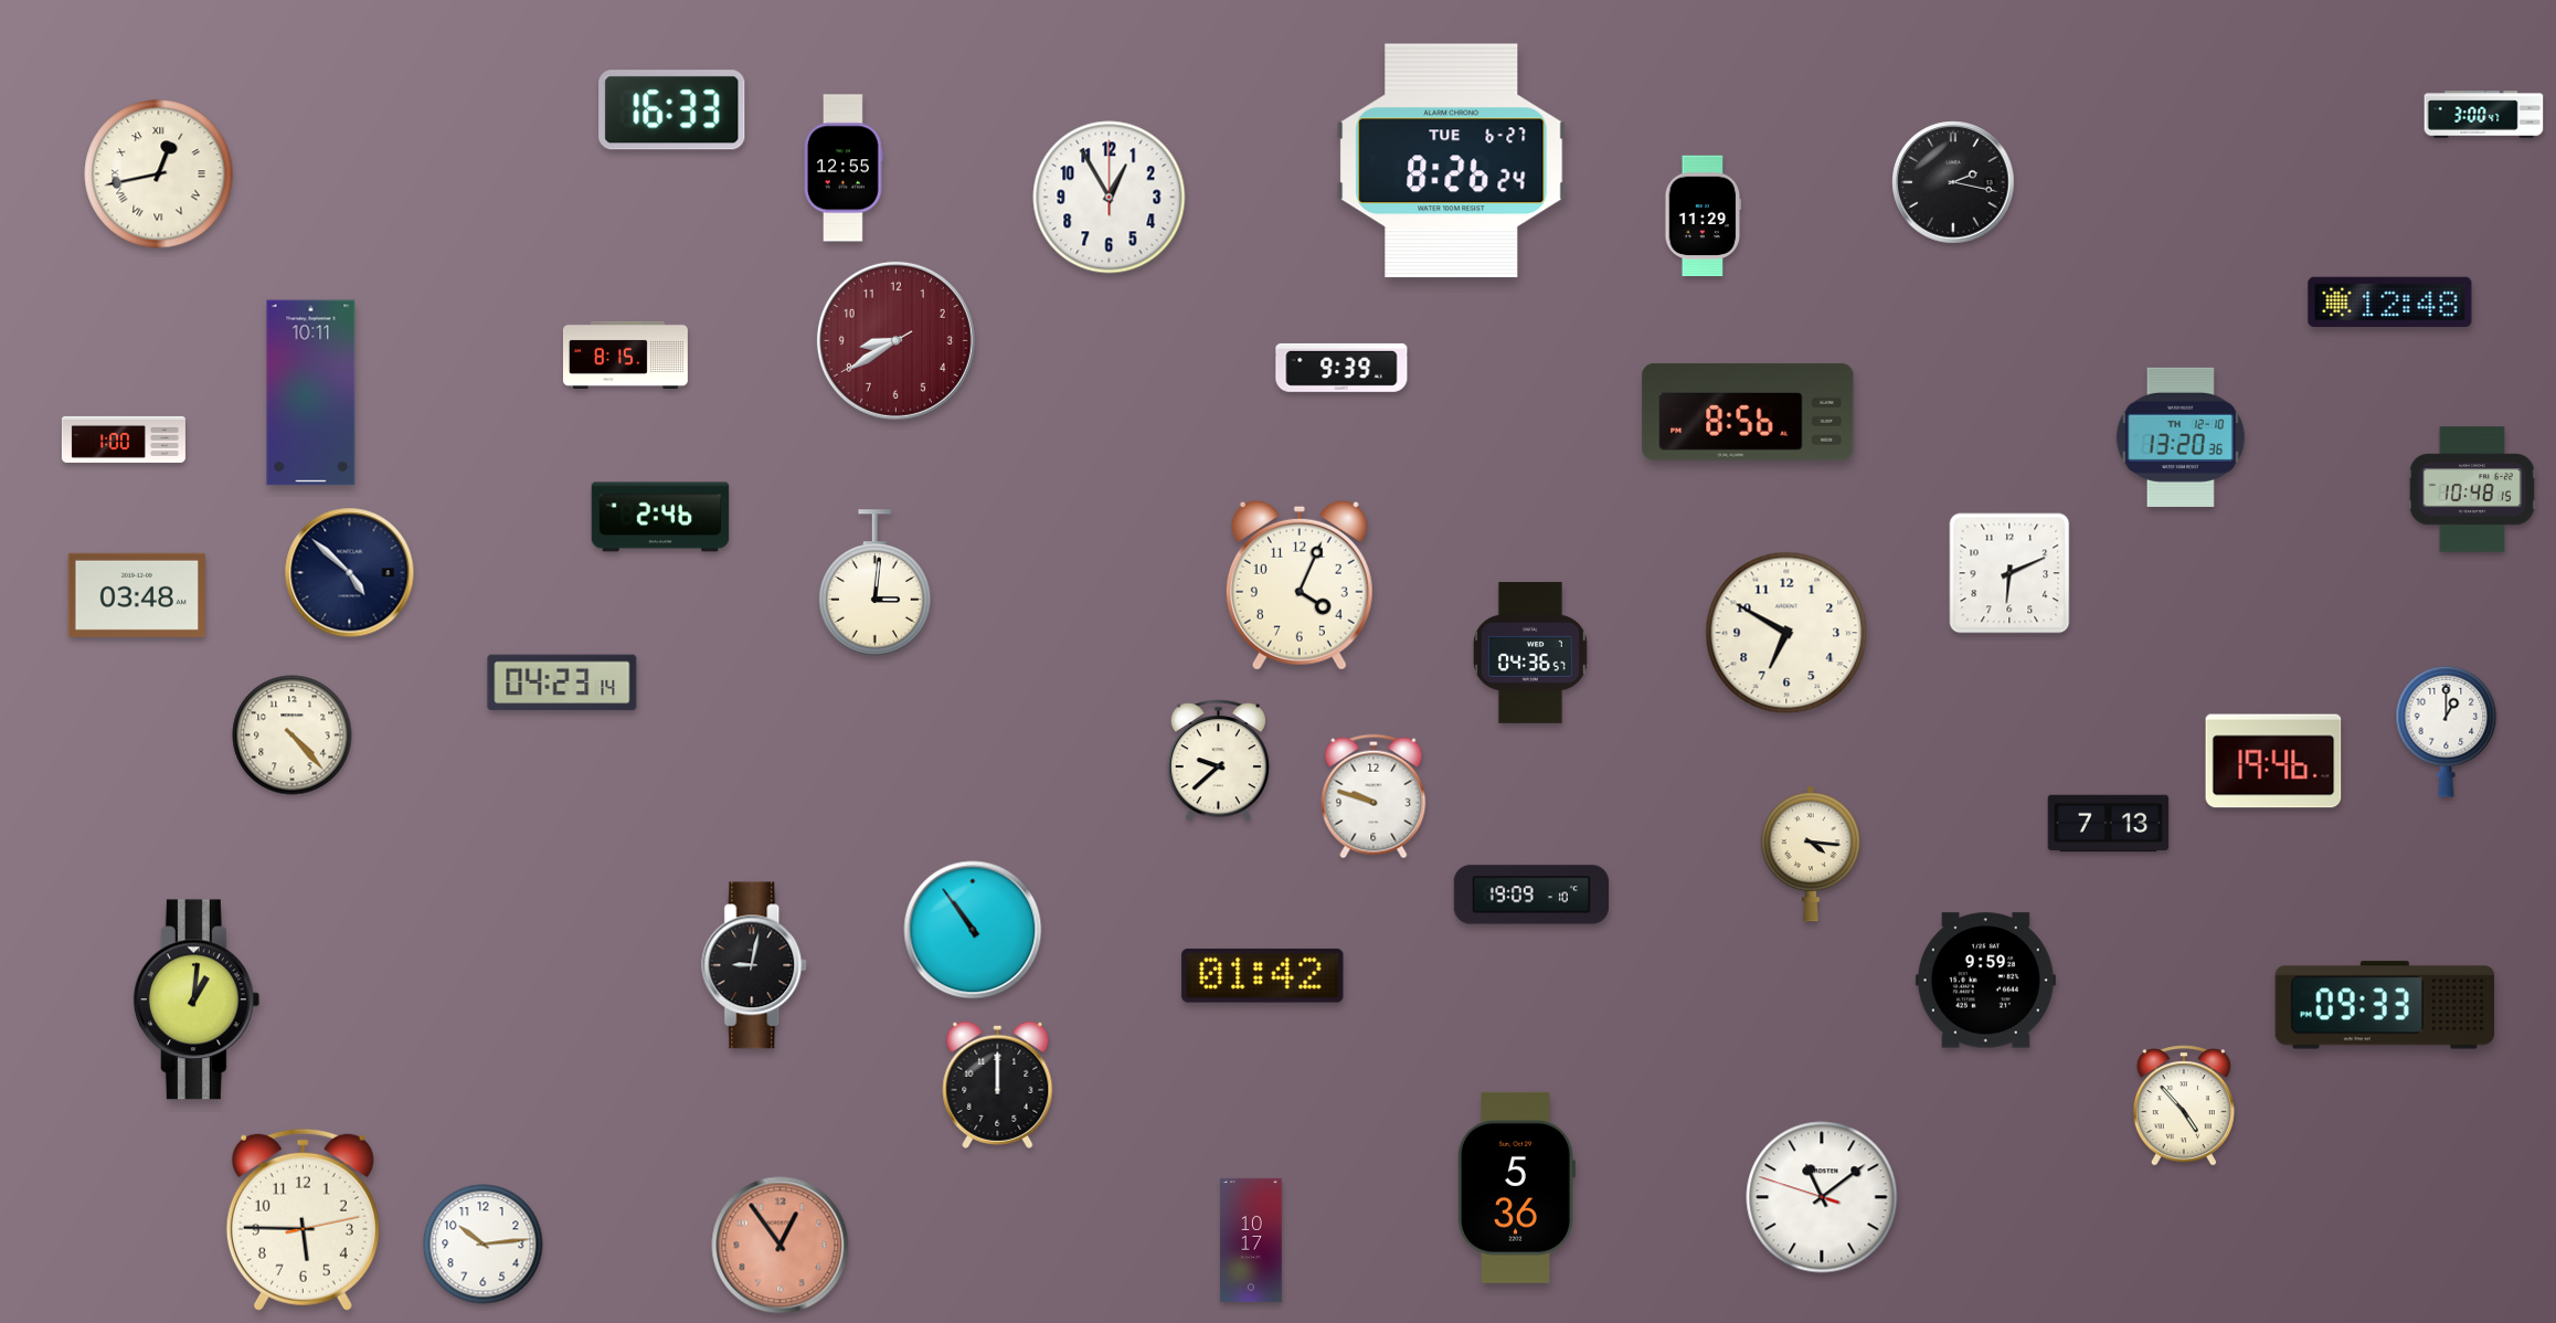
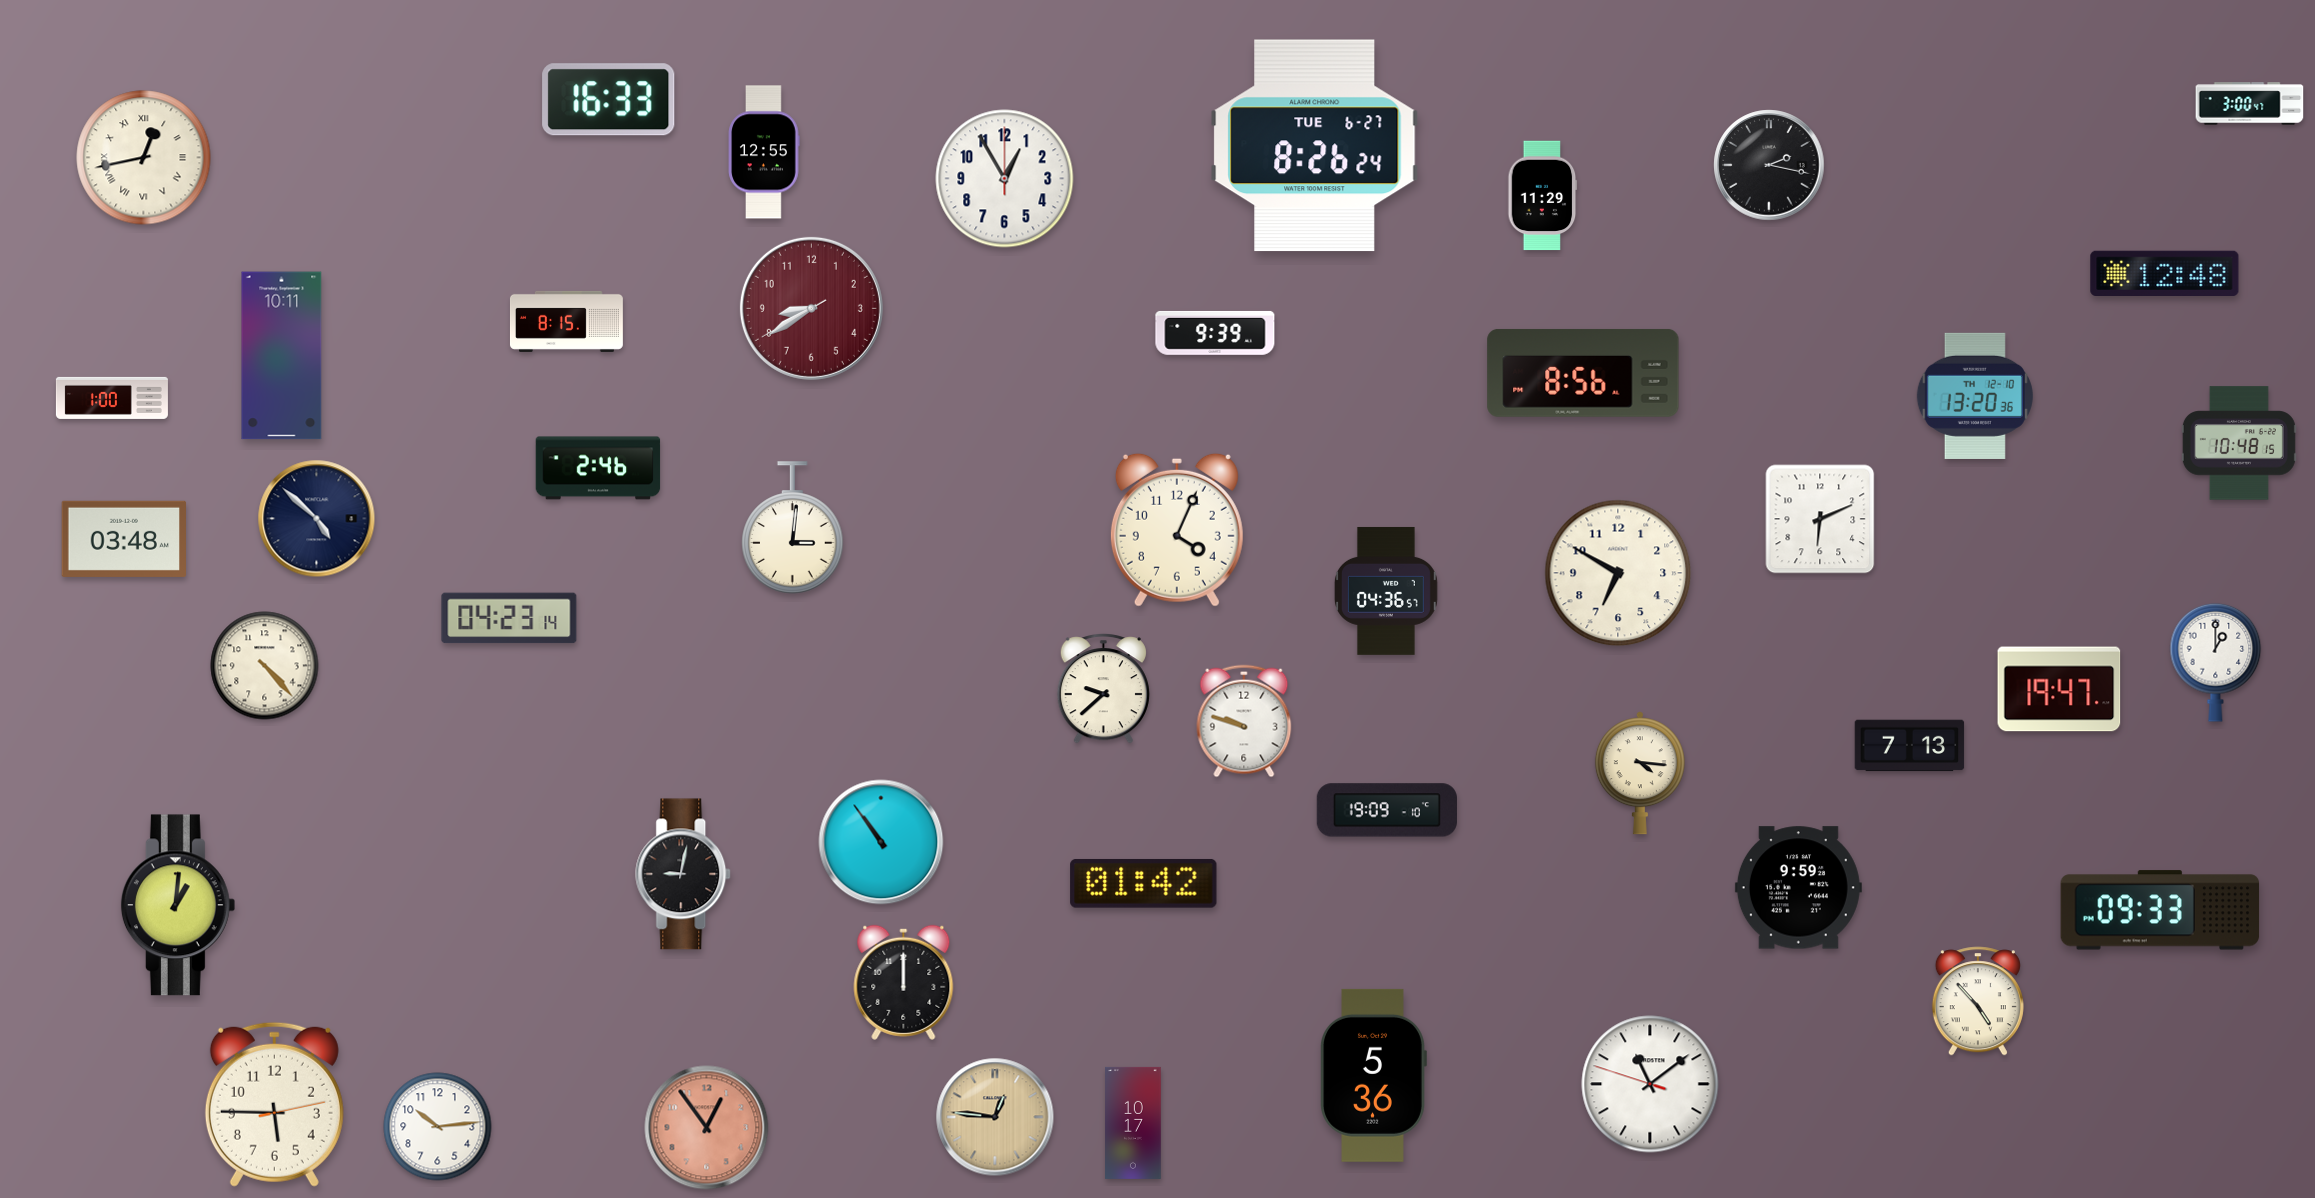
clock at (2273, 761): 19:46 -> 19:47
clock at (995, 1117): none -> 12:46
